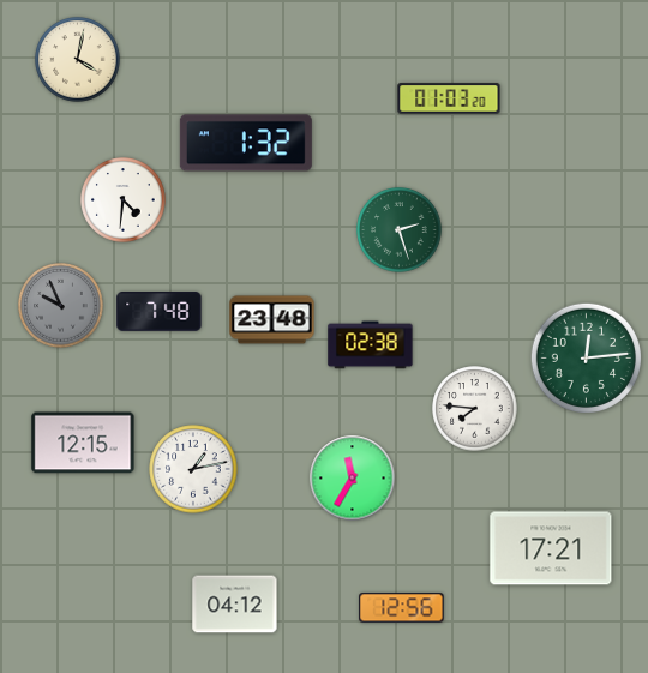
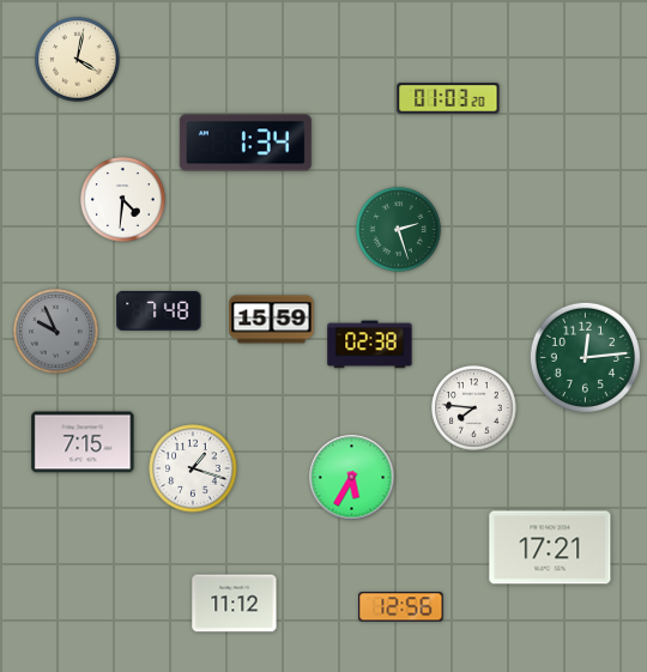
clock at (246, 143): 1:32 -> 1:34
clock at (61, 306) position: (61, 306) -> (56, 332)
clock at (272, 320): 23:48 -> 15:59
clock at (83, 443): 12:15 -> 7:15
clock at (193, 469): 1:13 -> 1:18
clock at (353, 479): 11:35 -> 5:35
clock at (235, 605): 04:12 -> 11:12
